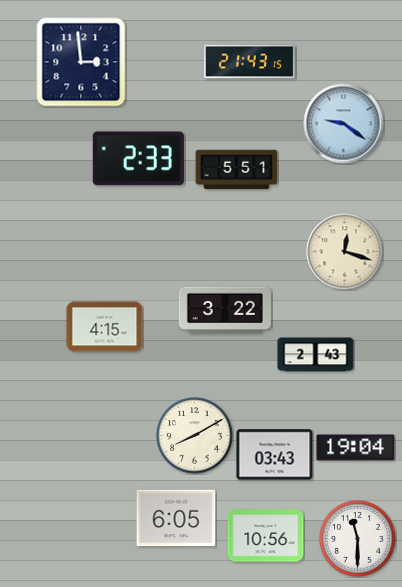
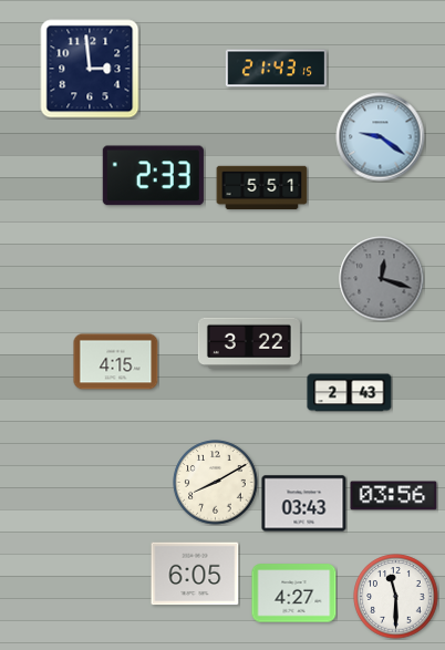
clock at (345, 252) dial: cream -> grey
clock at (356, 448): 19:04 -> 03:56
clock at (266, 536): 10:56 -> 4:27
